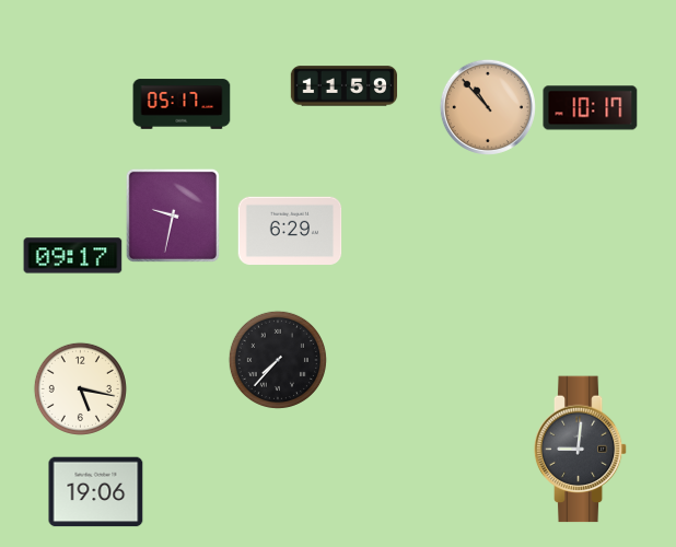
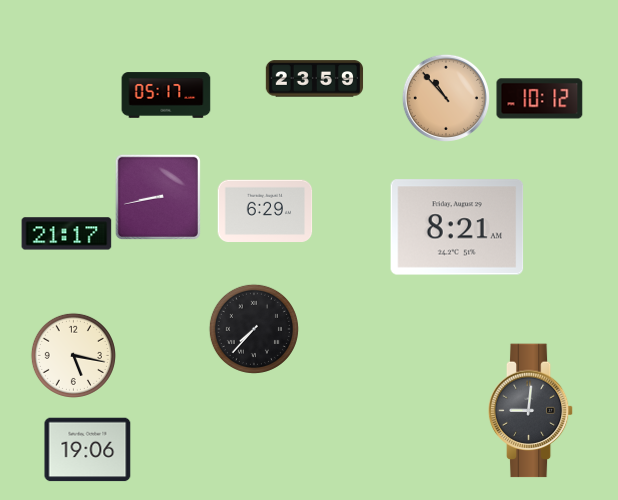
clock at (345, 86): 11:59 -> 23:59
clock at (591, 108): 10:17 -> 10:12
clock at (173, 216): 9:32 -> 8:43
clock at (457, 227): none -> 8:21
clock at (73, 256): 09:17 -> 21:17
